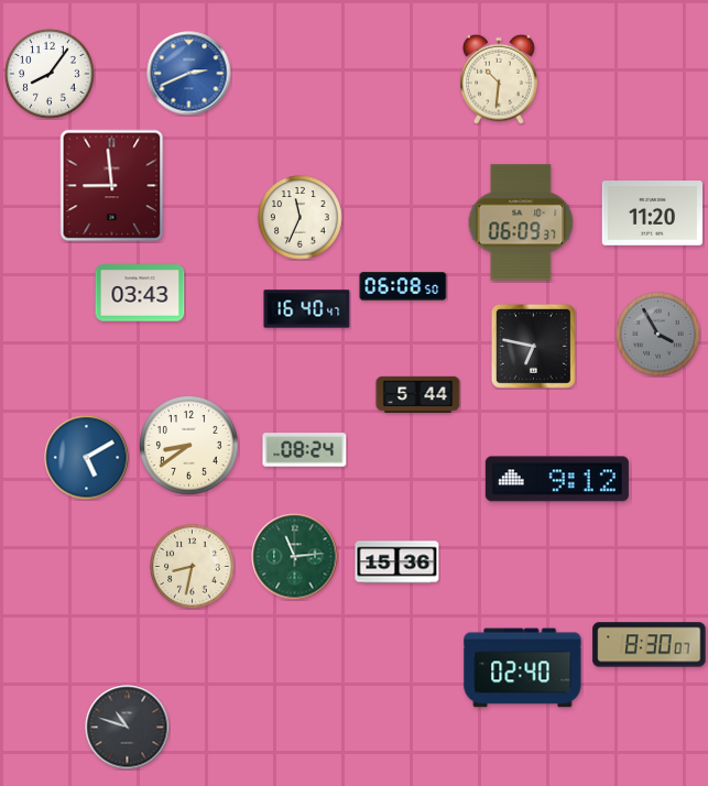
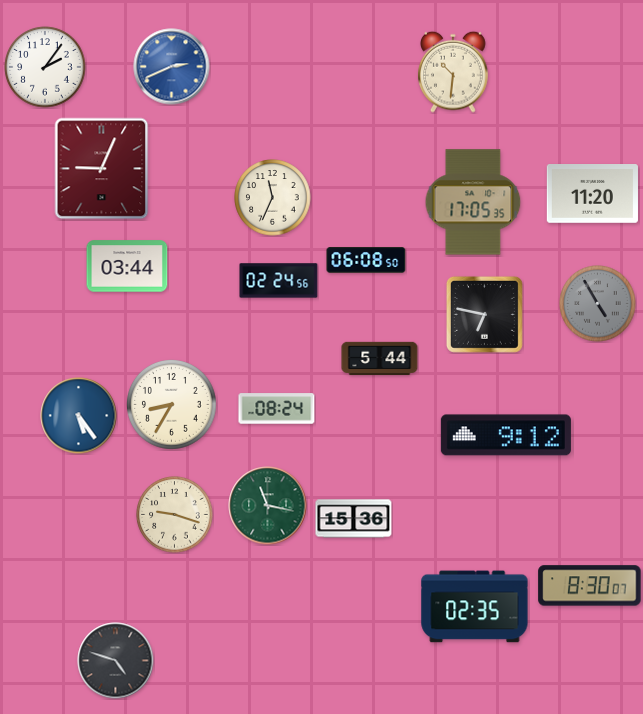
clock at (50, 74): 8:06 -> 2:06
clock at (112, 186): 8:59 -> 9:04
clock at (521, 222): 06:09 -> 17:05
clock at (140, 293): 03:43 -> 03:44
clock at (307, 309): 16:40 -> 02:24
clock at (658, 335): 3:55 -> 4:55
clock at (189, 446): 8:39 -> 8:35
clock at (87, 458): 5:10 -> 5:24
clock at (295, 557): 11:14 -> 11:17
clock at (397, 563) position: (397, 563) -> (354, 519)
clock at (193, 567): 8:32 -> 9:18
clock at (523, 668): 02:40 -> 02:35
clock at (128, 728): 10:48 -> 4:48
